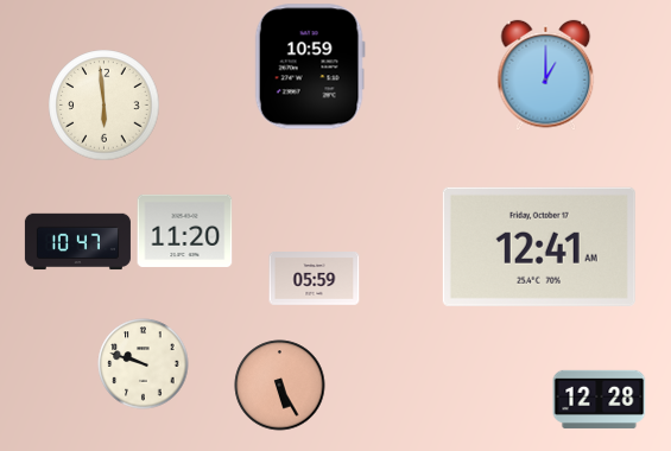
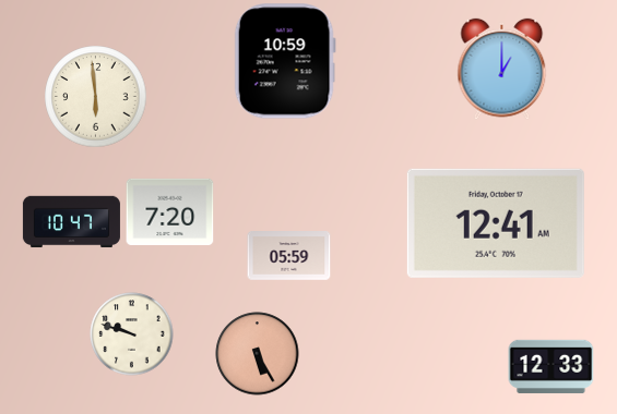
clock at (185, 230): 11:20 -> 7:20
clock at (539, 247) position: (539, 247) -> (496, 223)
clock at (600, 399): 12:28 -> 12:33
